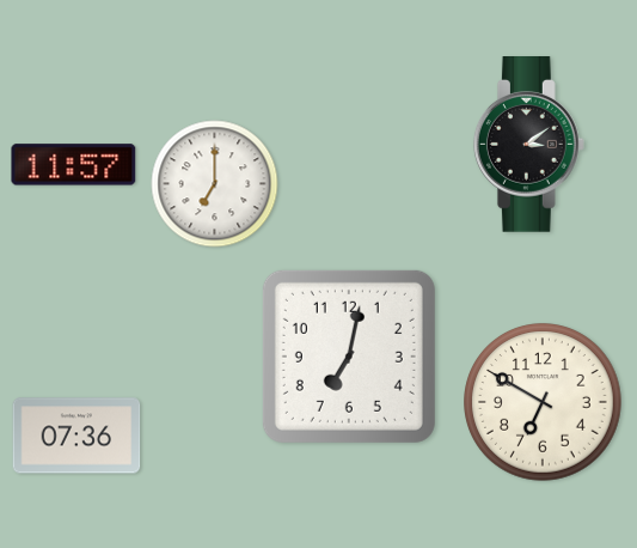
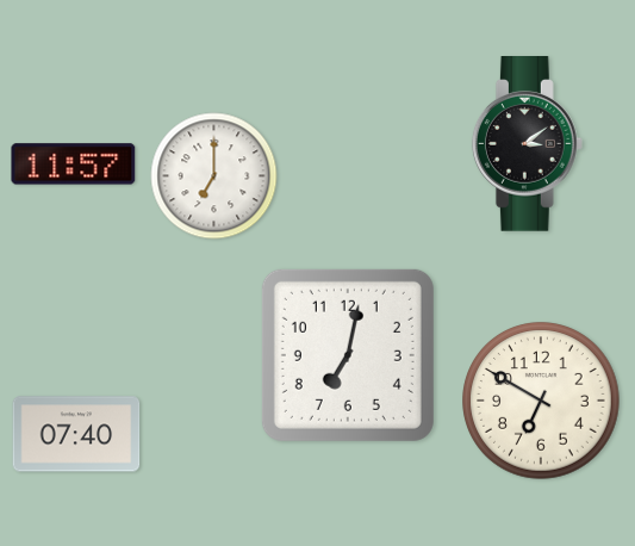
clock at (215, 184) position: (215, 184) -> (214, 176)
clock at (76, 436): 07:36 -> 07:40
